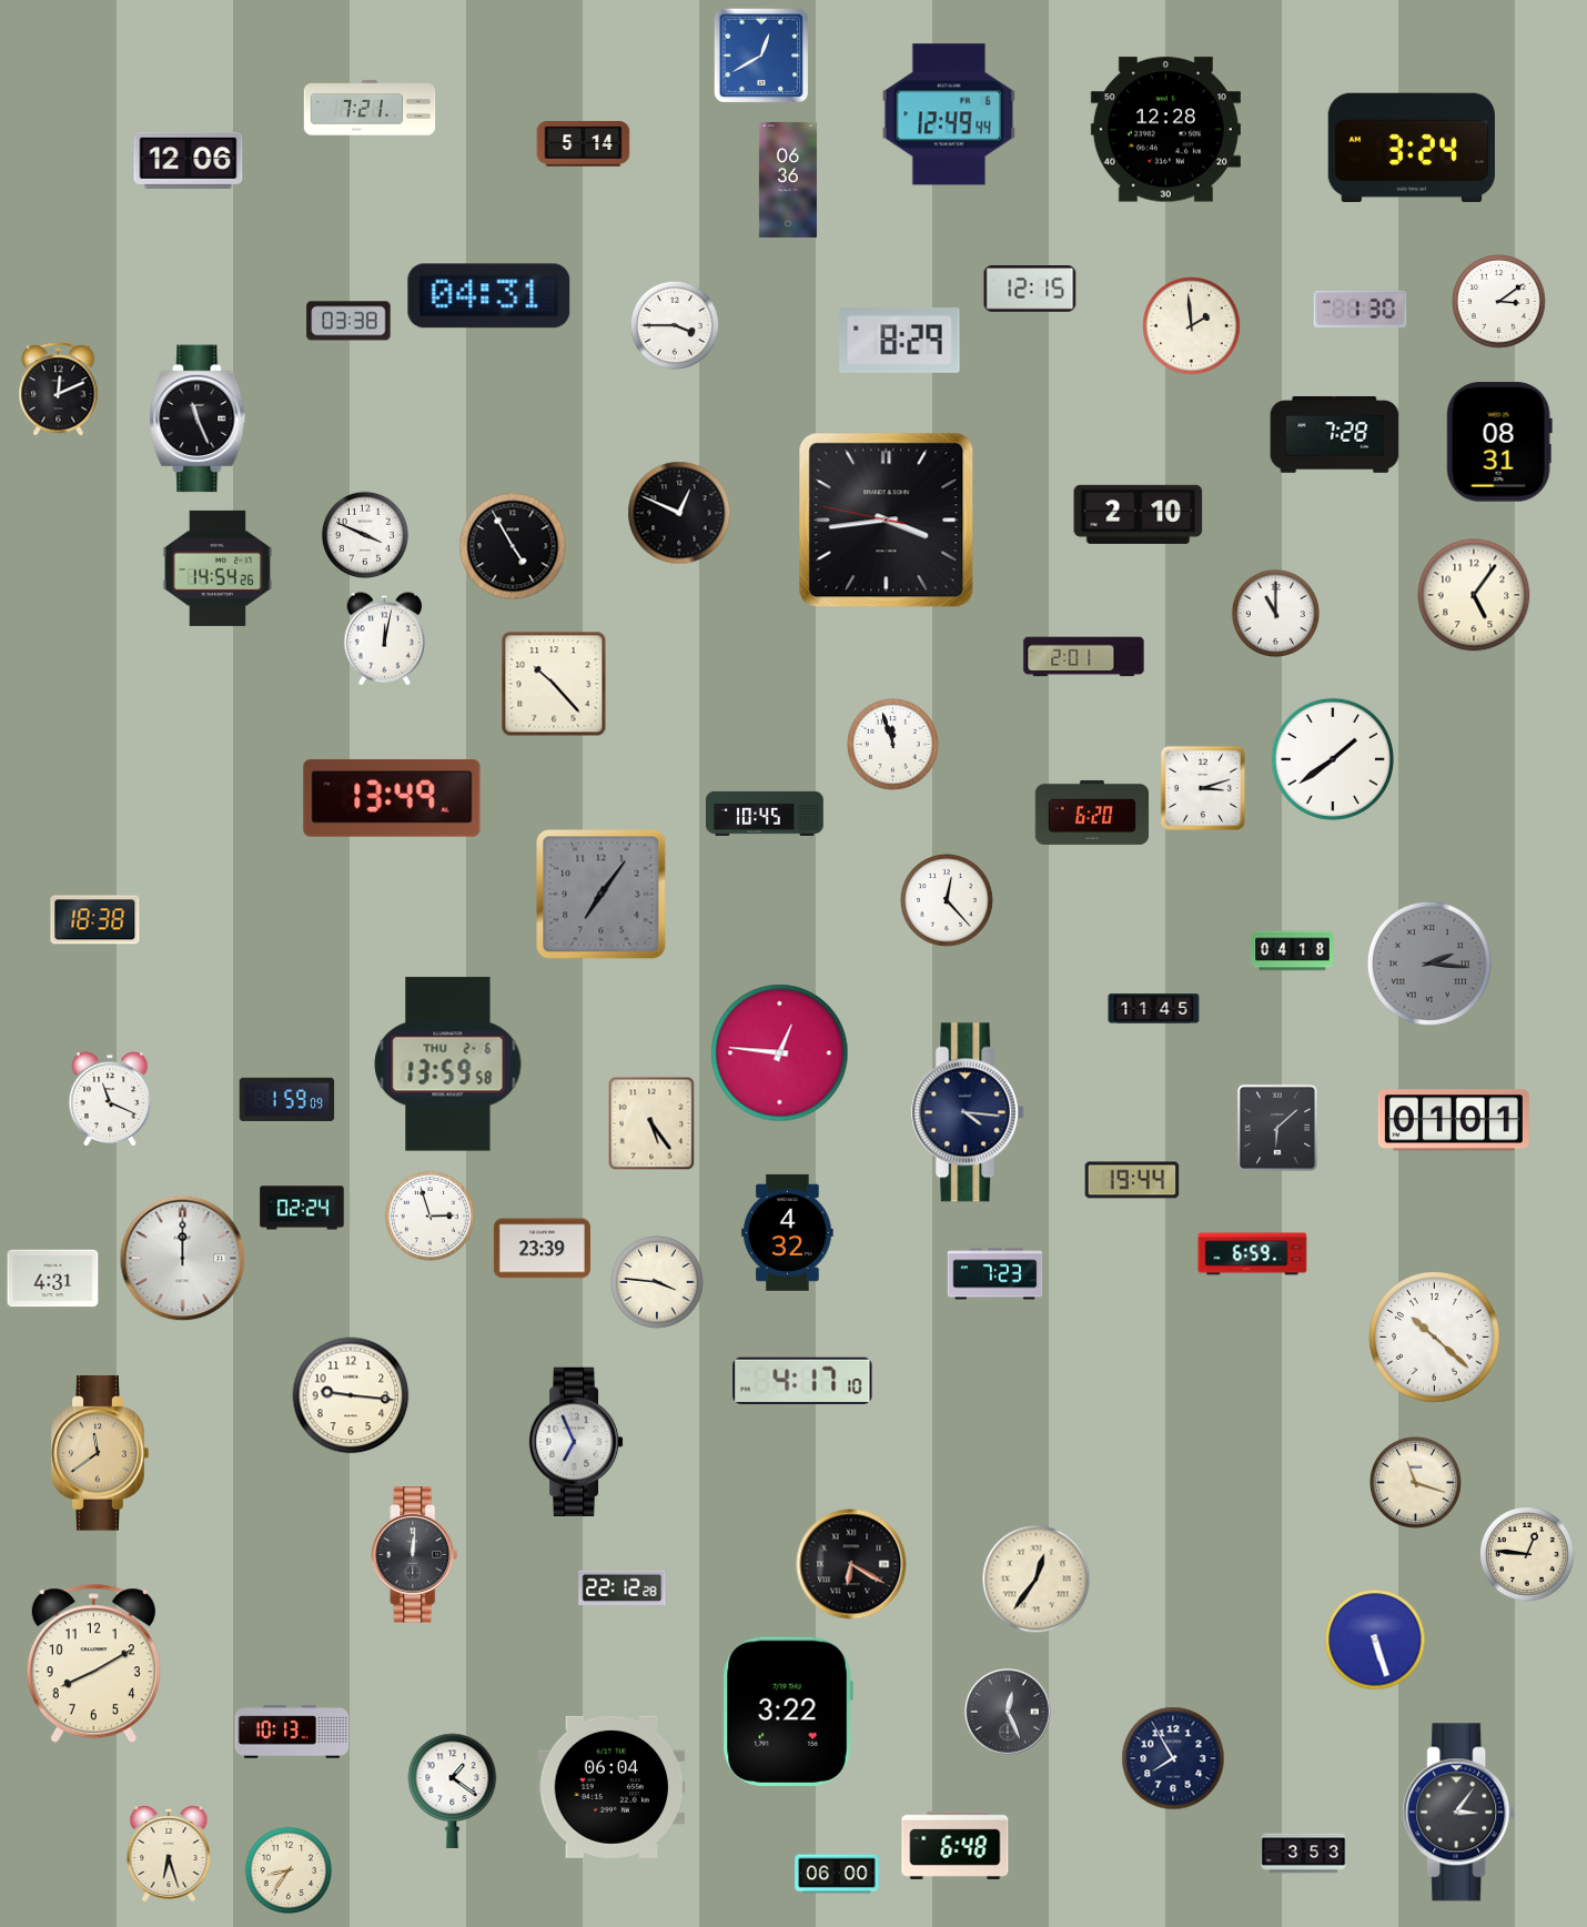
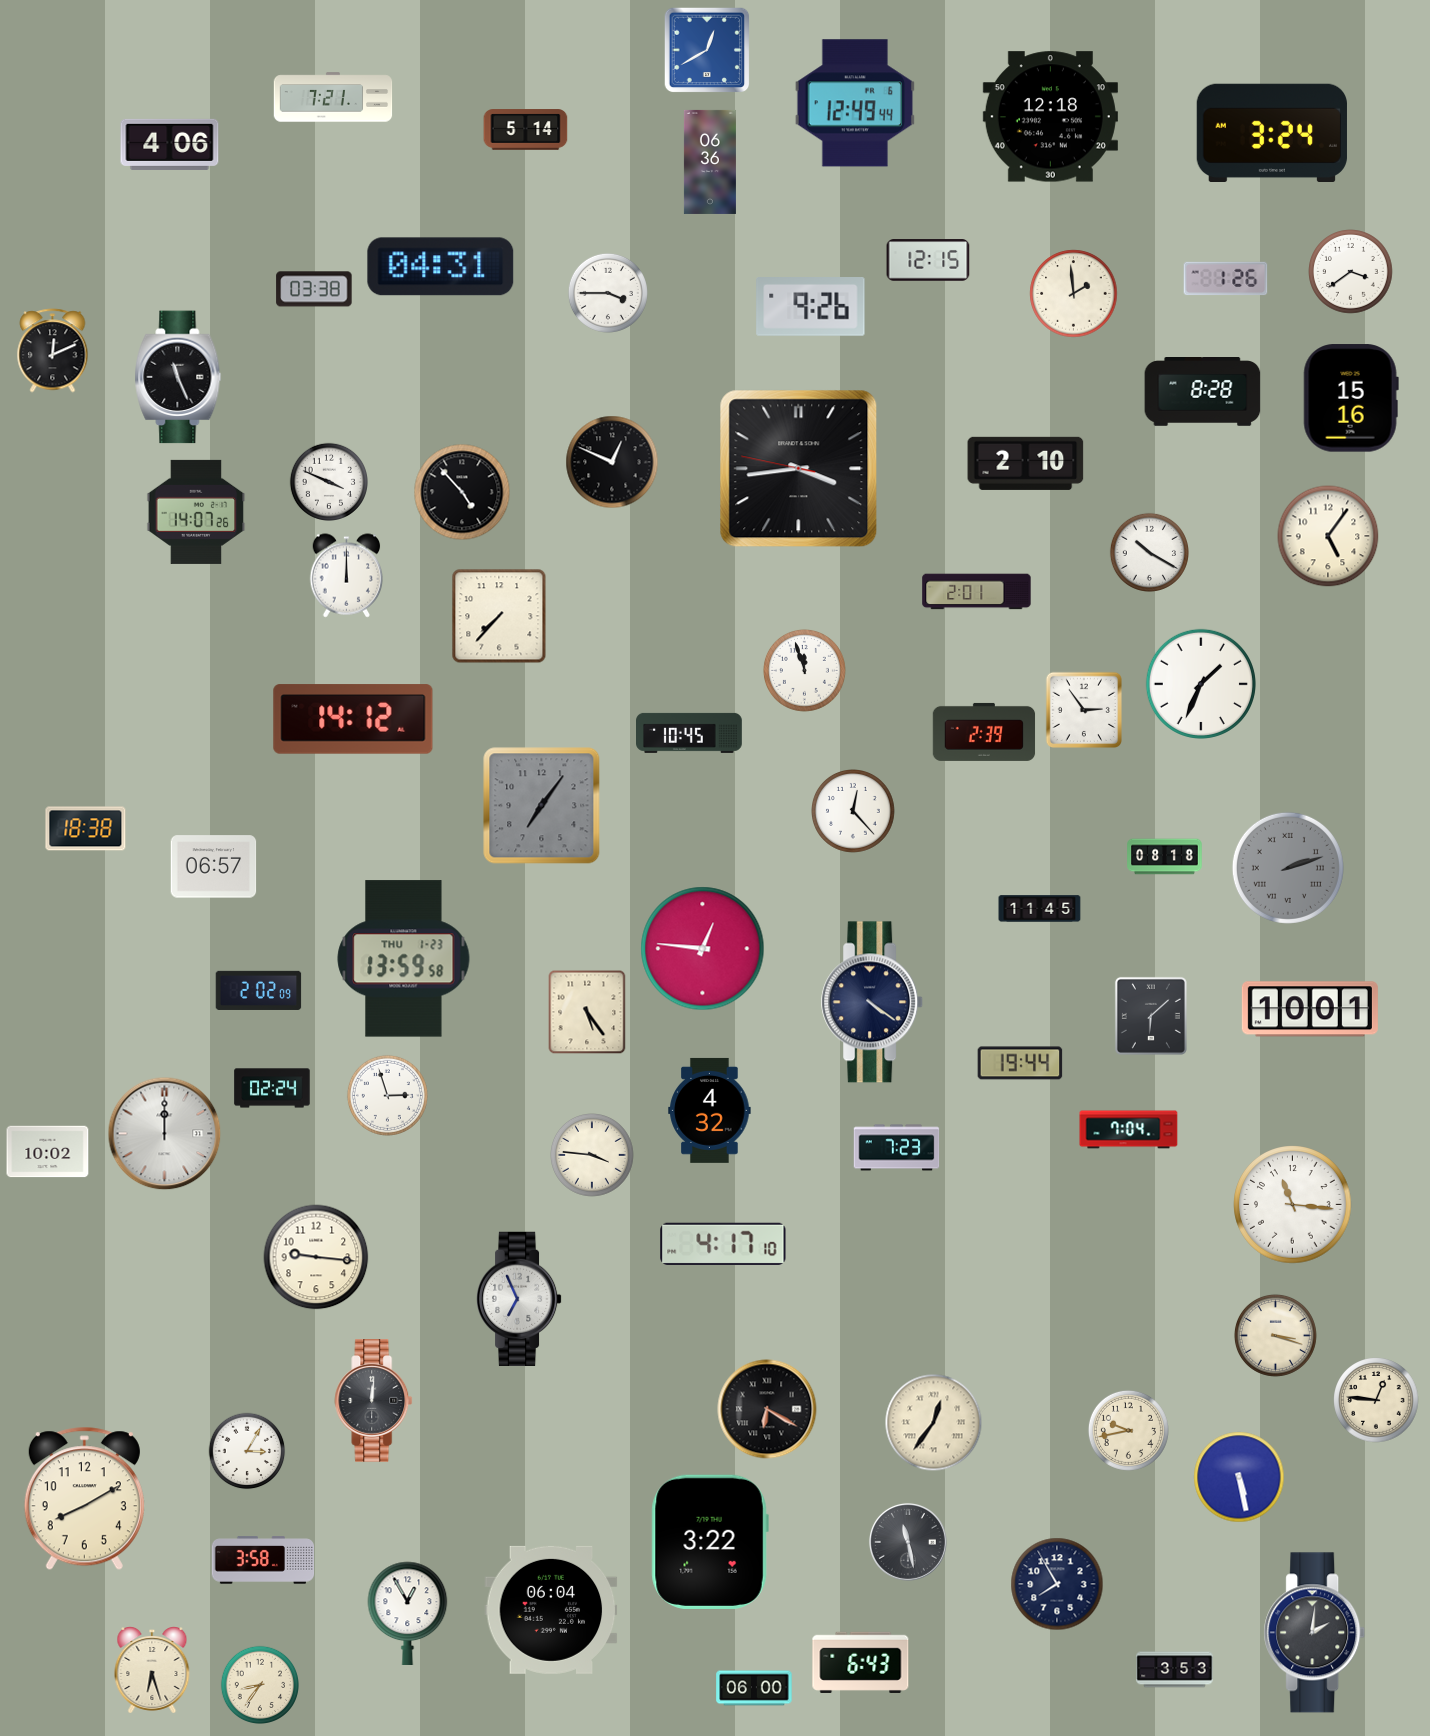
clock at (761, 56) position: (761, 56) -> (707, 50)
clock at (1165, 130): 12:28 -> 12:18
clock at (189, 160): 12:06 -> 4:06
clock at (1499, 302): 3:09 -> 3:39
clock at (1361, 310): 1:30 -> 1:26
clock at (900, 341): 8:29 -> 9:26
clock at (1335, 435): 7:28 -> 8:28
clock at (1499, 442): 08:31 -> 15:16
clock at (513, 546): 4:55 -> 4:53
clock at (218, 568): 14:54 -> 14:07
clock at (1275, 613): 11:00 -> 10:20
clock at (385, 639): 12:02 -> 12:00
clock at (554, 684): 10:23 -> 7:37
clock at (1333, 759): 1:39 -> 1:34
clock at (1202, 787): 3:12 -> 2:54
clock at (392, 798): 13:49 -> 14:12
clock at (1092, 813): 6:20 -> 2:39
clock at (1293, 951): 04:18 -> 08:18
clock at (214, 867): none -> 06:57
clock at (1429, 963): 2:16 -> 2:12
clock at (448, 1065) date: THU 2-6 -> THU 1-23
clock at (110, 1099): 11:19 -> none
clock at (287, 1099): 1:59 -> 2:02
clock at (969, 1112): 4:16 -> 4:21
clock at (1454, 1120): 01:01 -> 10:01
clock at (542, 1249): 23:39 -> none
clock at (1253, 1254): 6:59 -> 7:04
clock at (53, 1279): 4:31 -> 10:02
clock at (1435, 1338): 10:22 -> 11:16
clock at (100, 1453): 11:39 -> none
clock at (1415, 1482): 11:18 -> 3:18
clock at (623, 1587): 22:12 -> none
clock at (1128, 1430): none -> 9:43
clock at (247, 1451): none -> 3:05
clock at (1375, 1640): 5:27 -> 5:28
clock at (1008, 1712): 12:26 -> 11:28
clock at (292, 1732): 10:13 -> 3:58
clock at (453, 1790): 1:21 -> 12:55
clock at (1459, 1813): 3:06 -> 2:01
clock at (956, 1845): 6:48 -> 6:43
